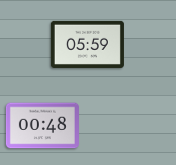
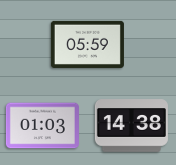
clock at (42, 126): 00:48 -> 01:03
clock at (131, 126): none -> 14:38
